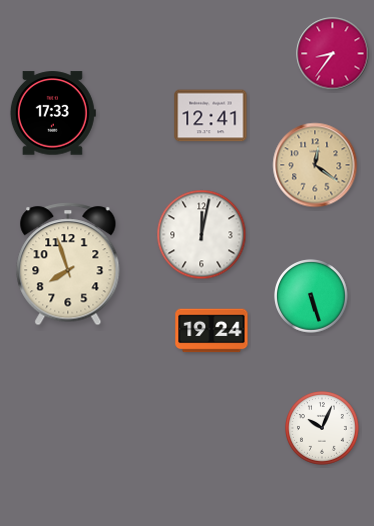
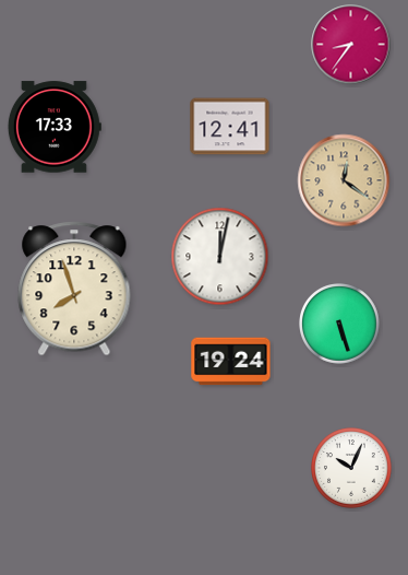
clock at (333, 54) position: (333, 54) -> (351, 45)
clock at (53, 113) position: (53, 113) -> (55, 127)
